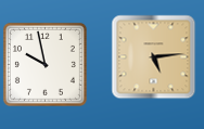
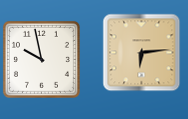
clock at (153, 56): 5:14 -> 6:14
